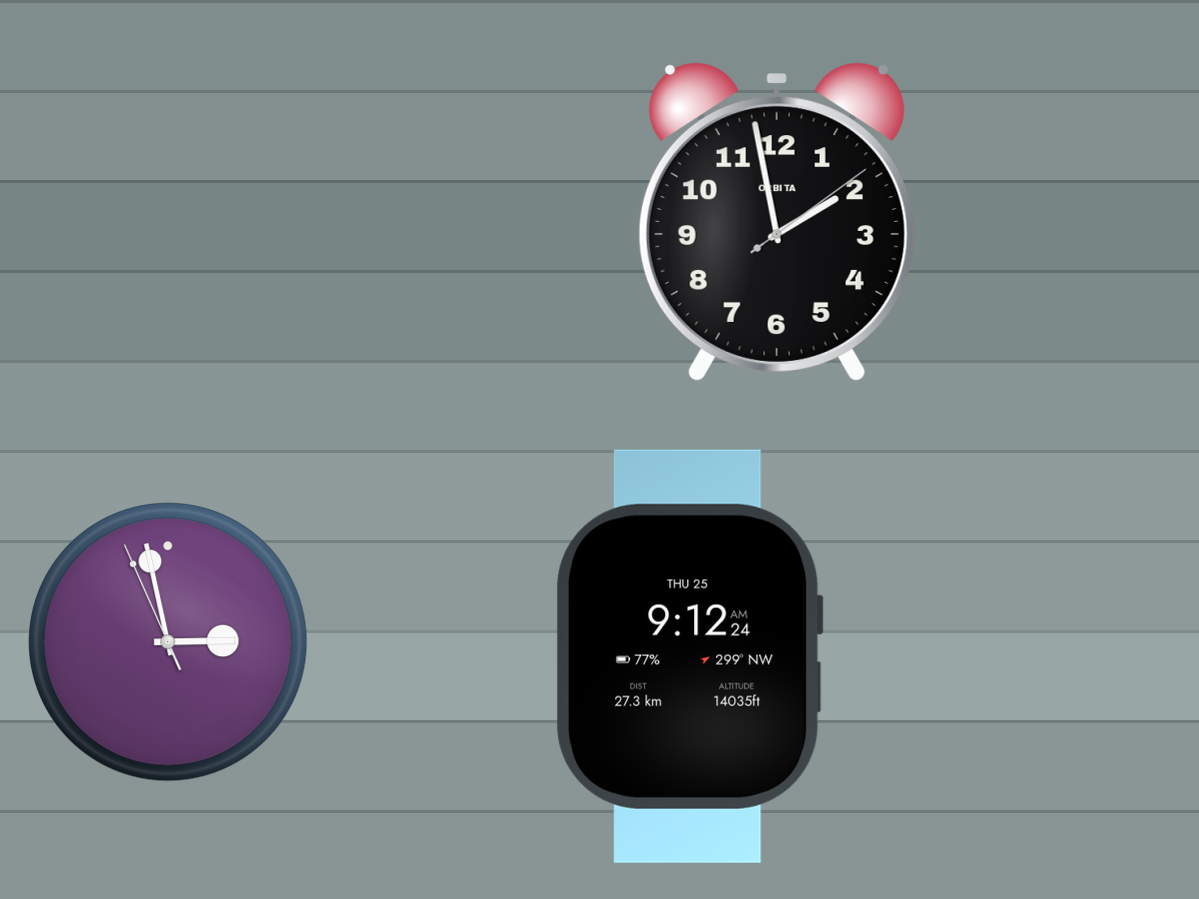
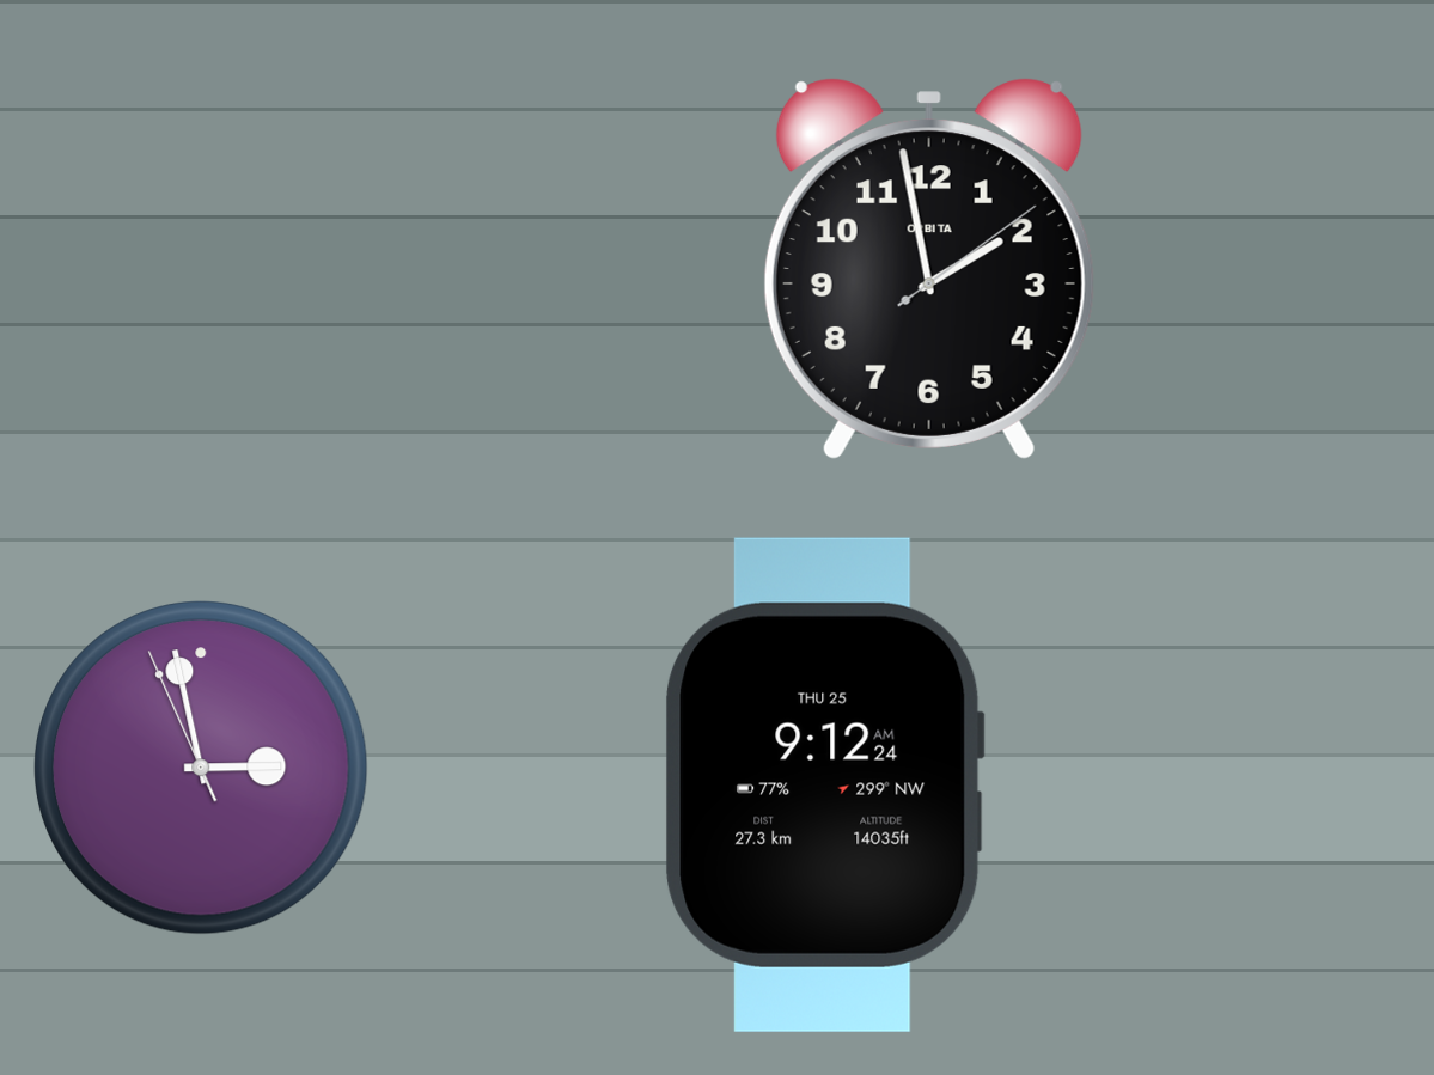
clock at (777, 222) position: (777, 222) -> (929, 269)
